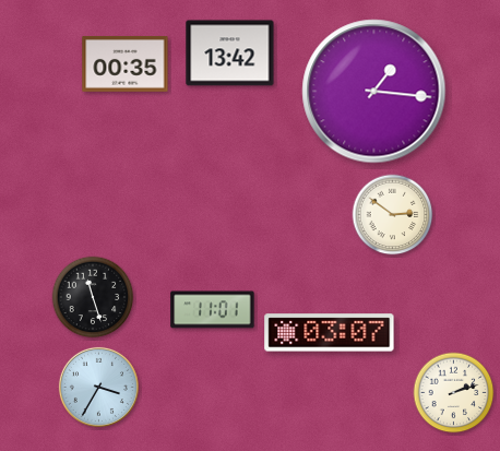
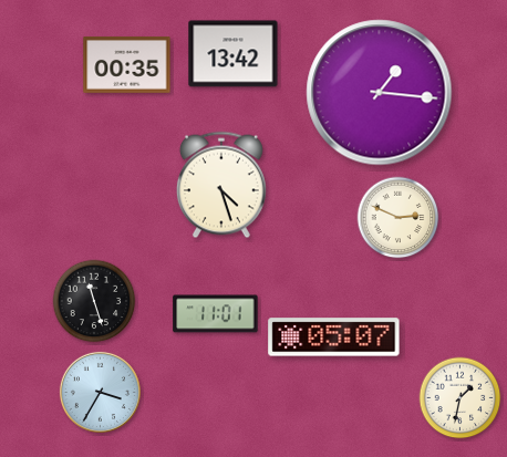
clock at (221, 185): none -> 4:27
clock at (393, 215): 2:51 -> 2:49
clock at (330, 333): 03:07 -> 05:07
clock at (454, 393): 2:12 -> 1:32
